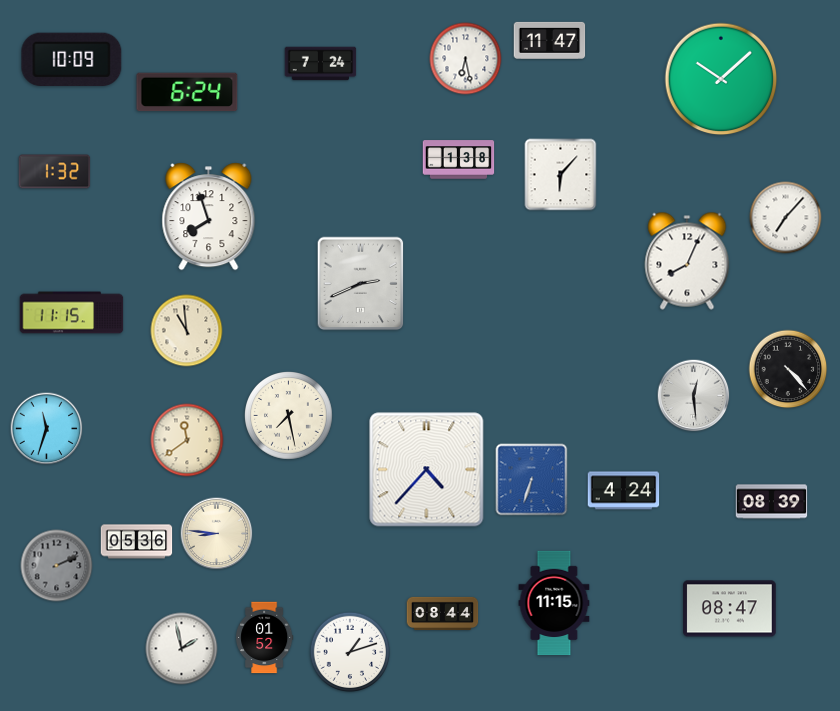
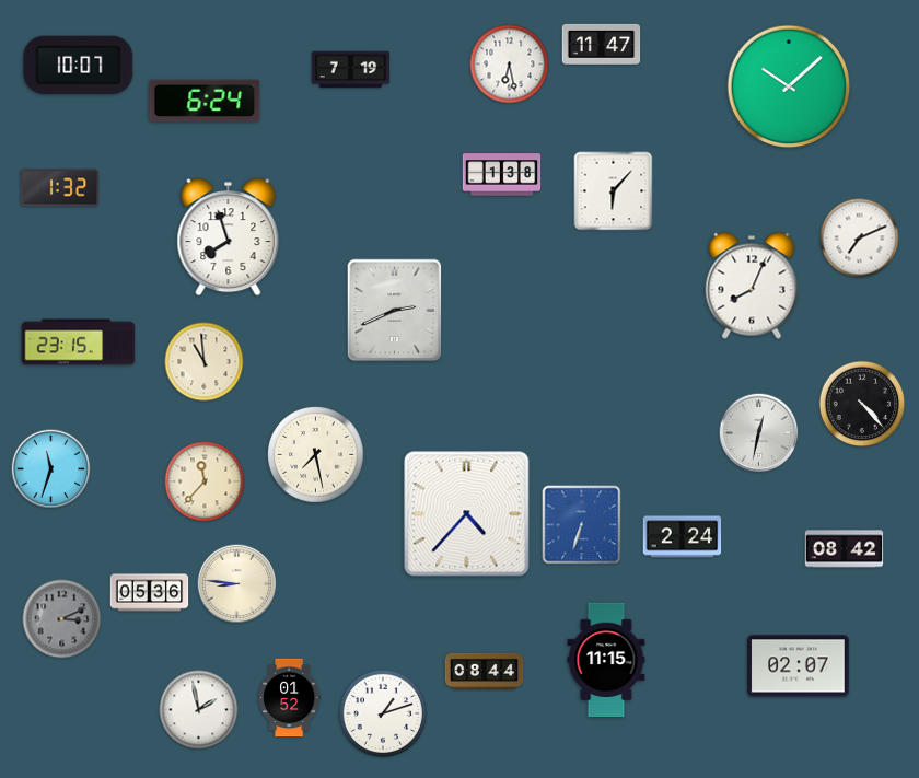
clock at (72, 59): 10:09 -> 10:07
clock at (321, 64): 7:24 -> 7:19
clock at (786, 218): 7:07 -> 7:11
clock at (72, 313): 11:15 -> 23:15
clock at (694, 396): 12:29 -> 12:32
clock at (187, 440): 11:39 -> 11:37
clock at (624, 491): 4:24 -> 2:24
clock at (772, 502): 08:39 -> 08:42
clock at (57, 566): 2:11 -> 3:11
clock at (730, 609): 08:47 -> 02:07
